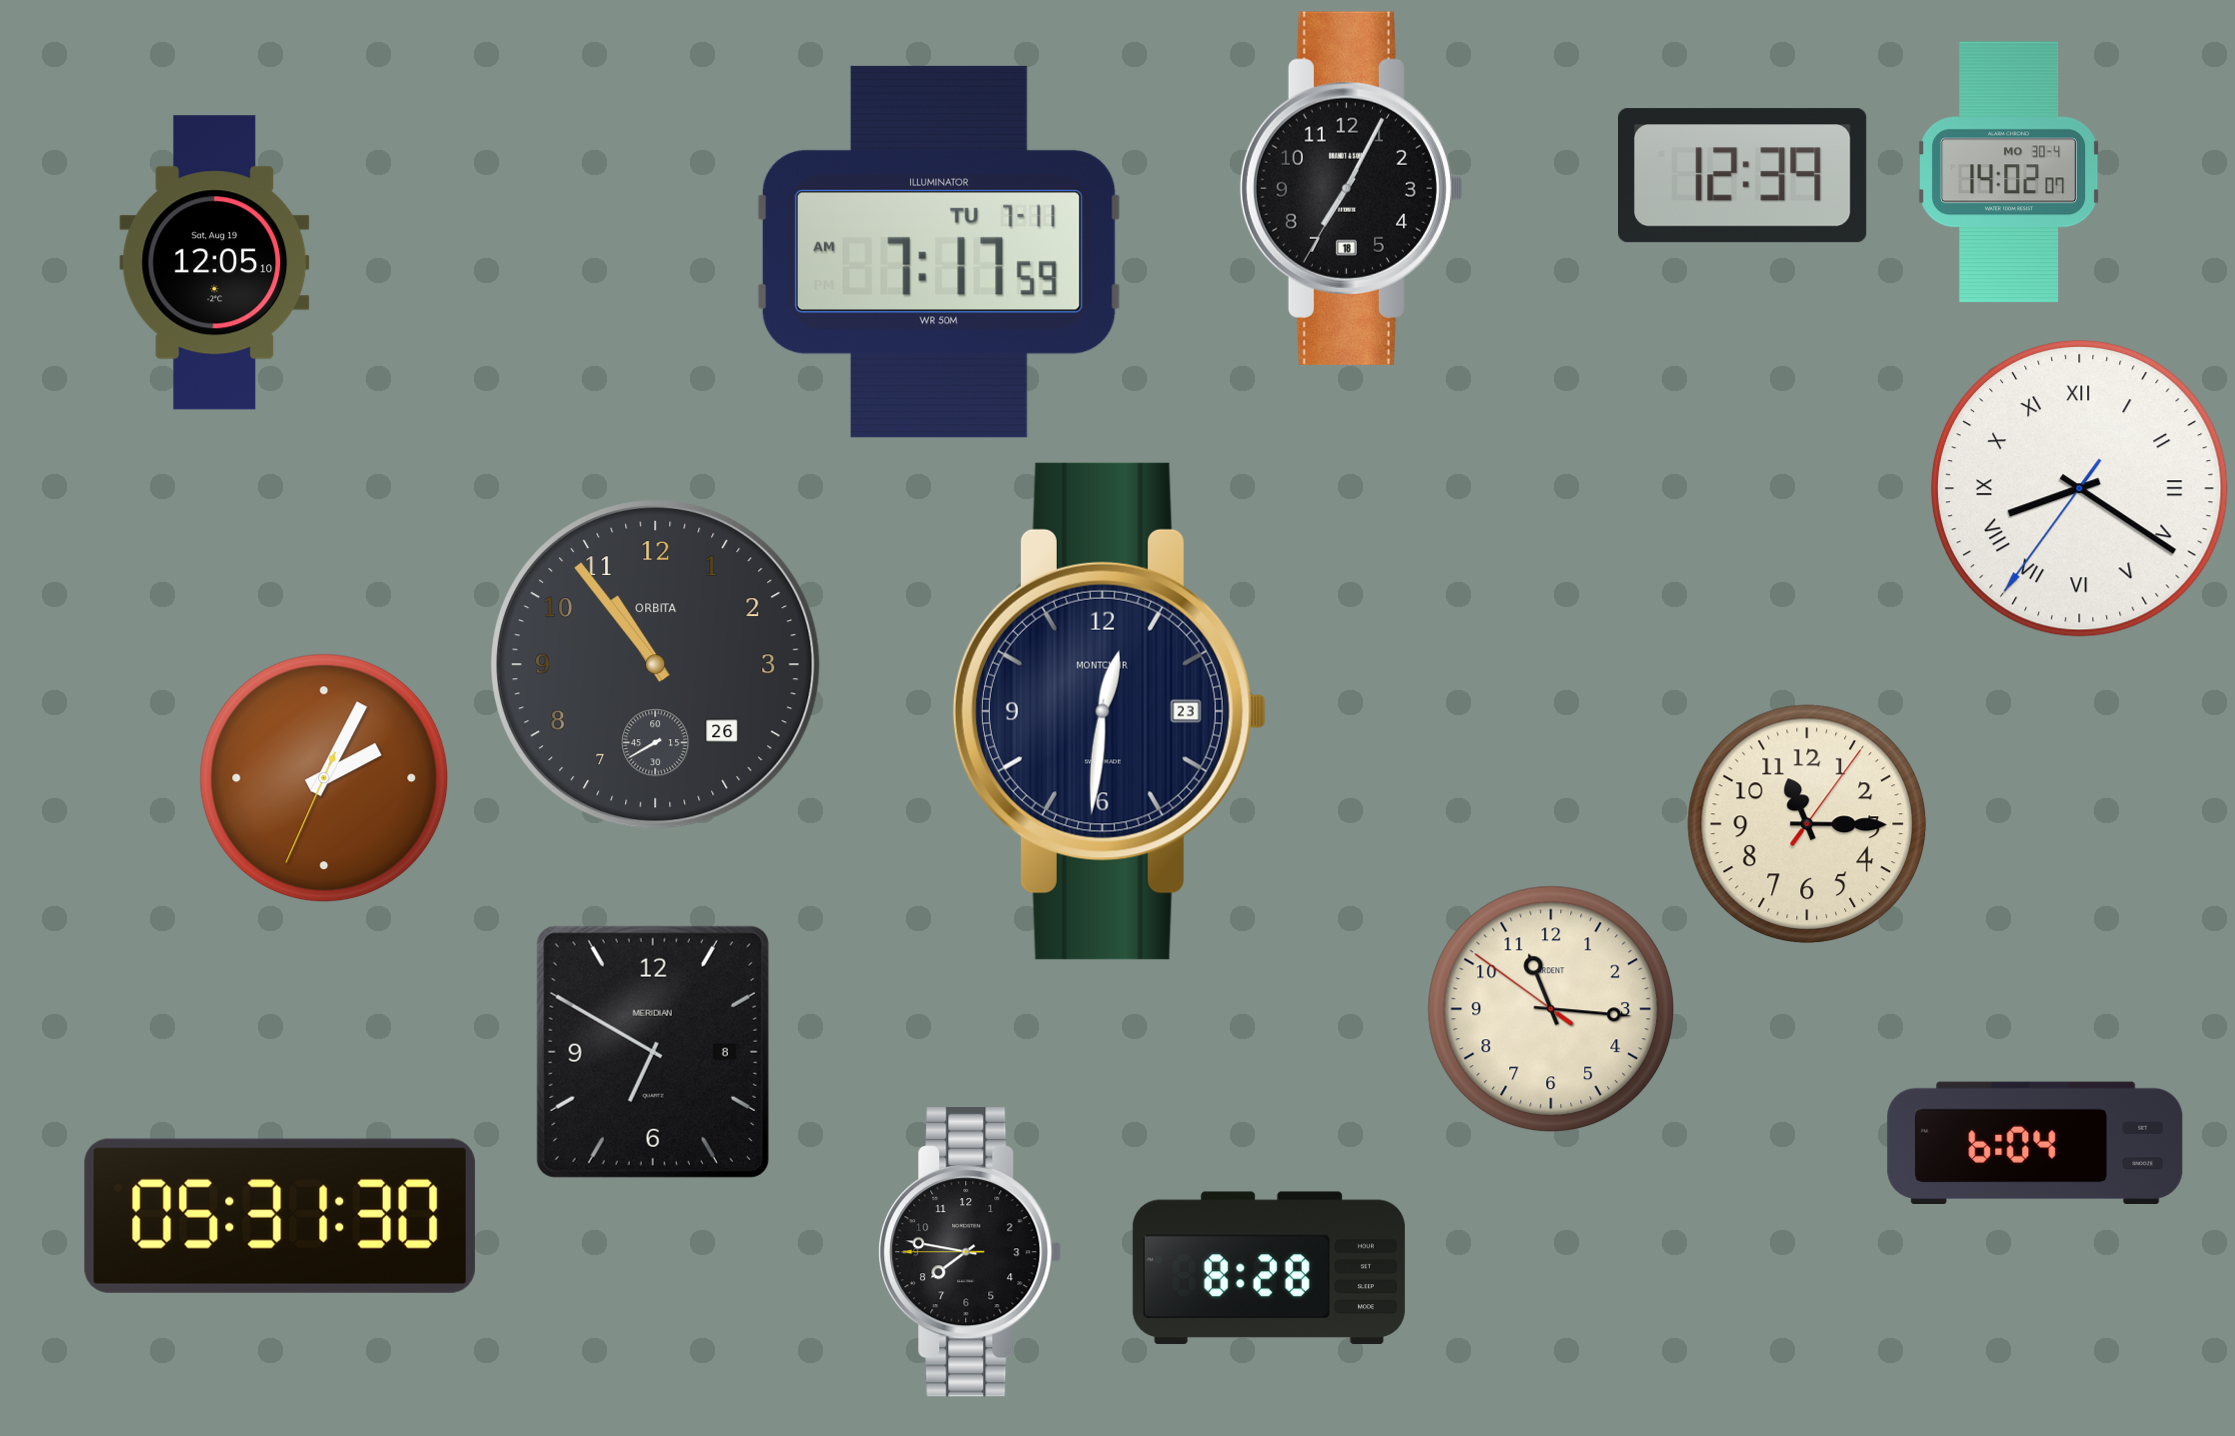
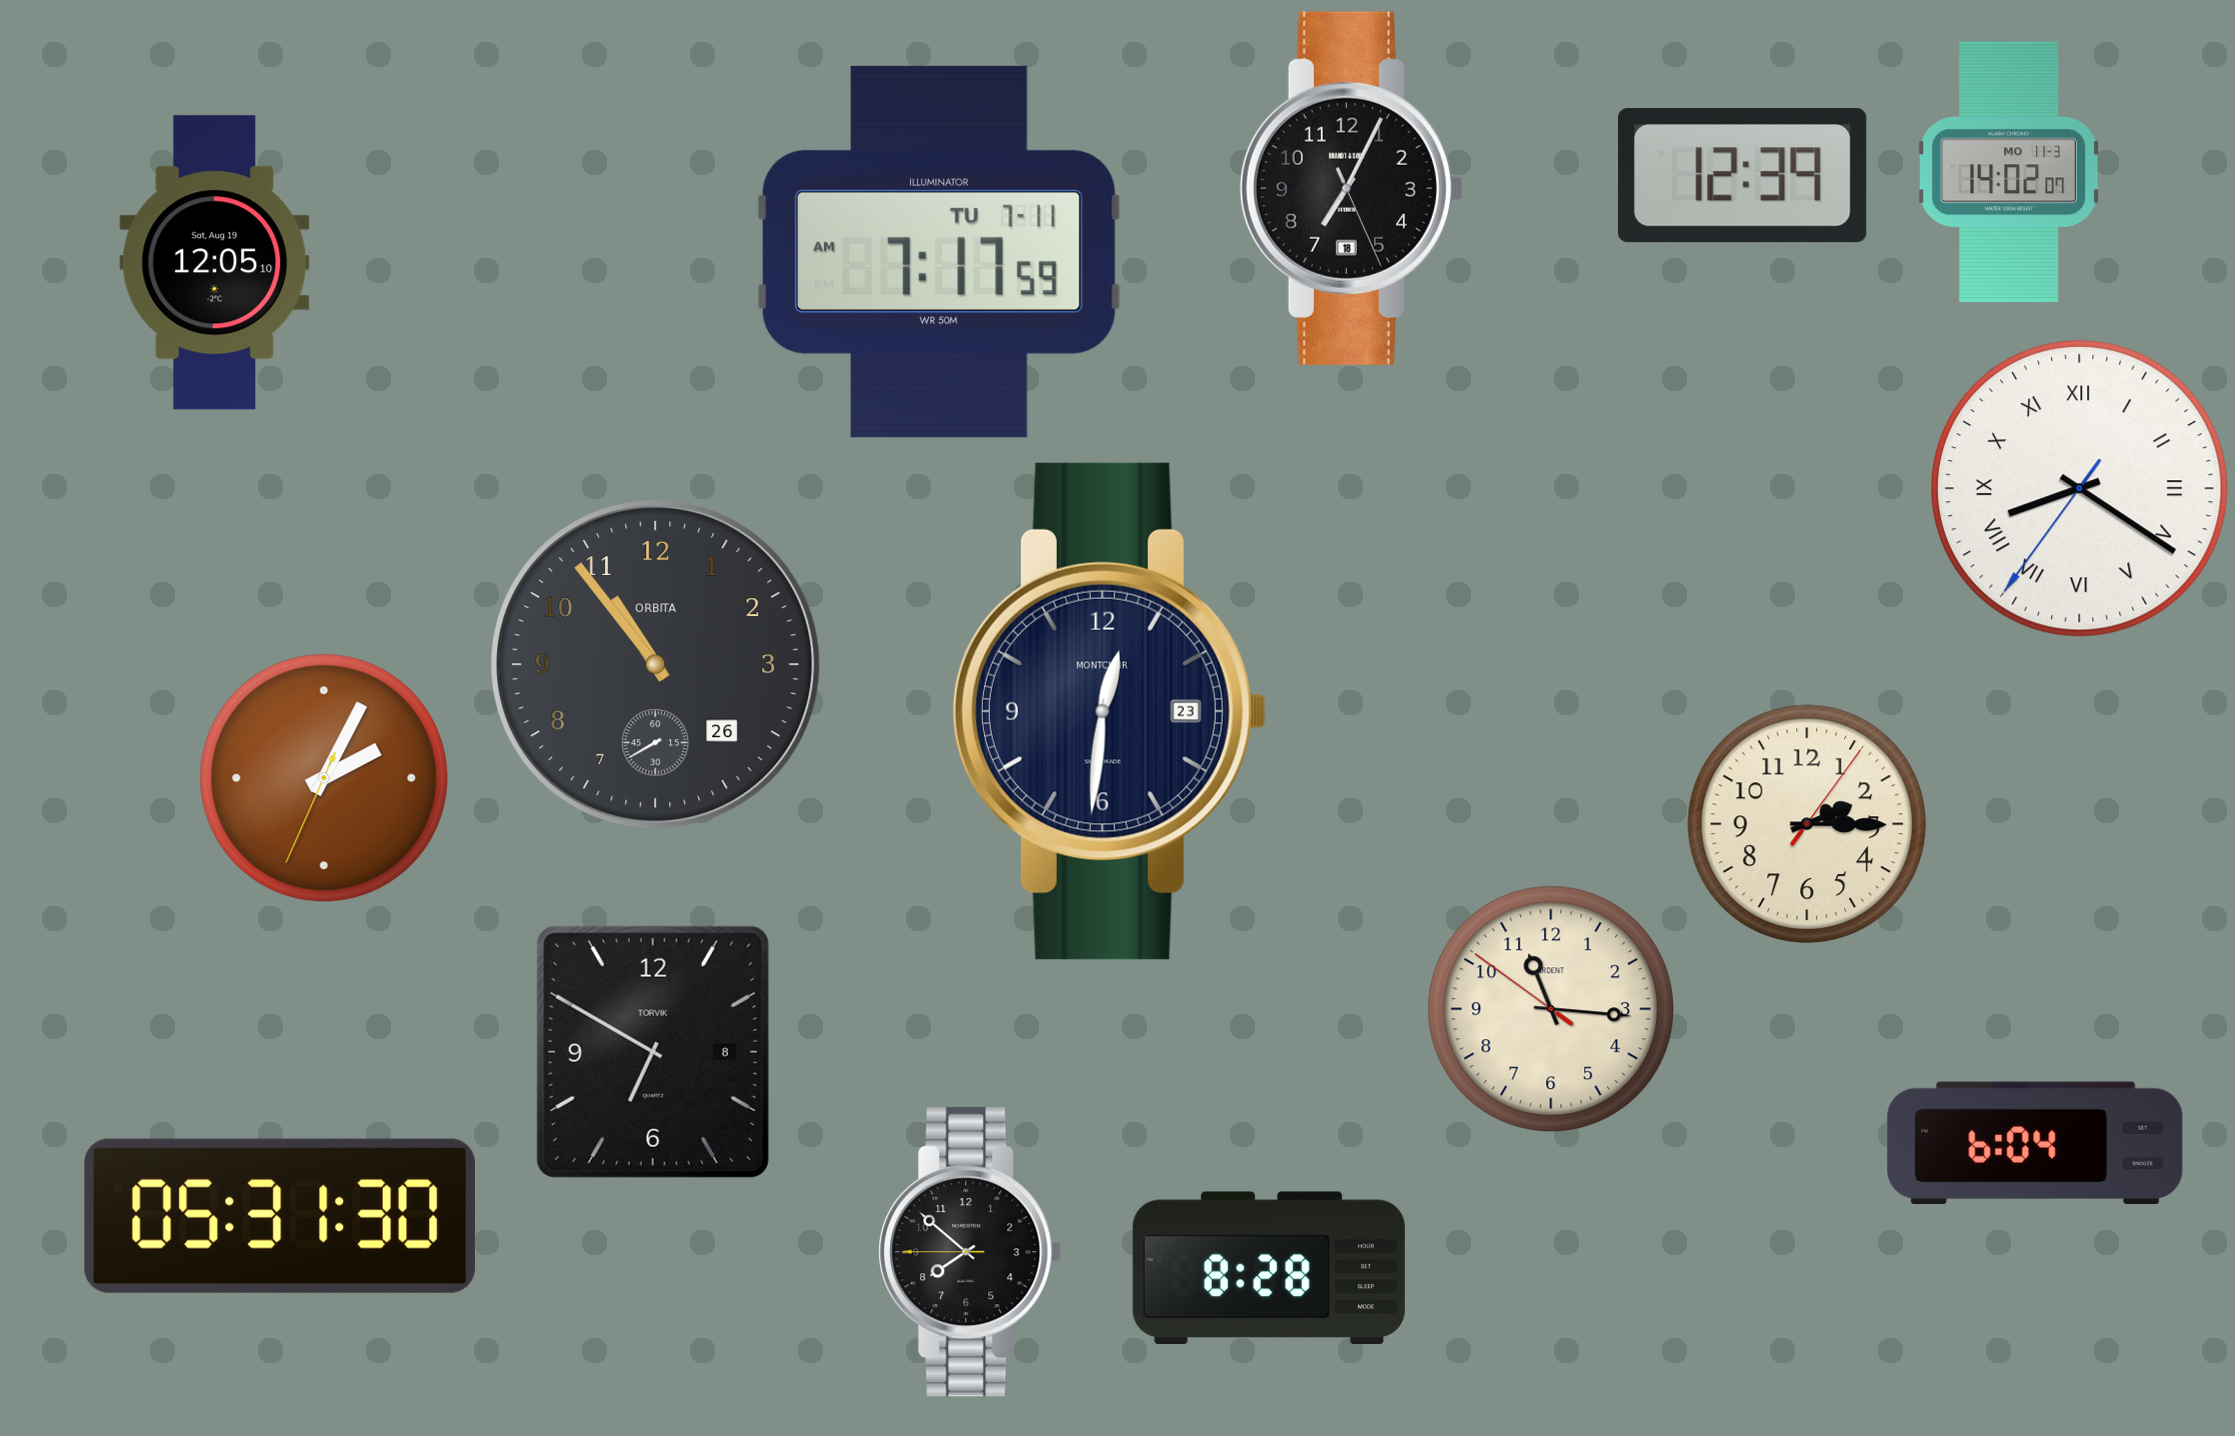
clock at (2010, 172) date: MO 30-4 -> MO 11-3
clock at (1351, 188): 7:04:35 -> 7:04:26
clock at (1807, 824): 11:15 -> 2:15
clock at (653, 1052) brand: MERIDIAN -> TORVIK
clock at (970, 1252): 7:46 -> 7:51
